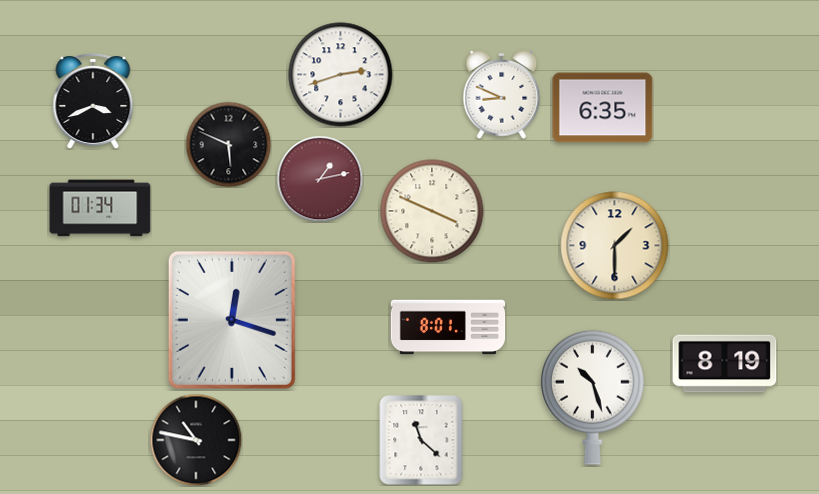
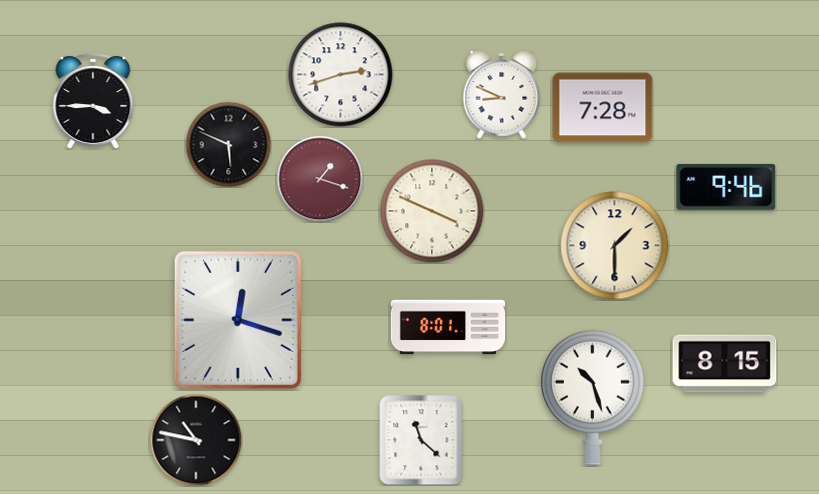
clock at (93, 101): 3:41 -> 3:45
clock at (603, 108): 6:35 -> 7:28
clock at (320, 179): 1:13 -> 1:18
clock at (726, 187): none -> 9:46
clock at (100, 208): 01:34 -> none
clock at (232, 320) position: (232, 320) -> (238, 320)
clock at (725, 364): 8:19 -> 8:15
